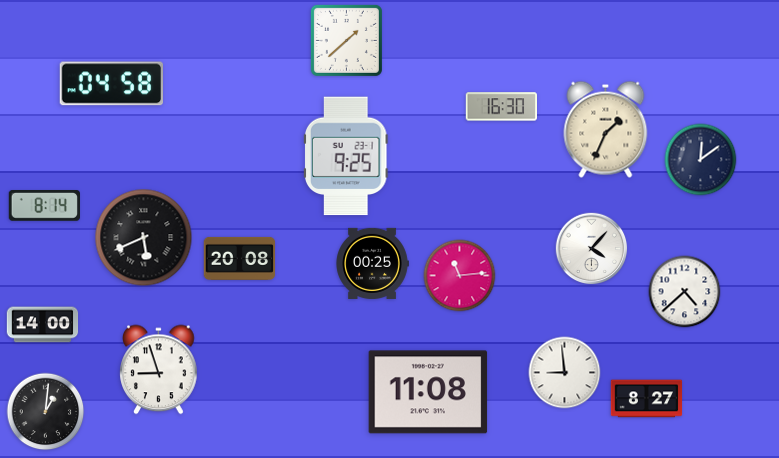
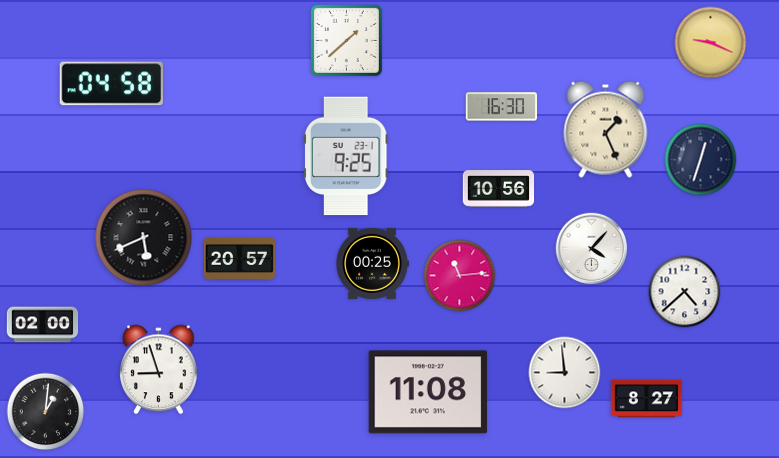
clock at (711, 43): none -> 9:19
clock at (606, 129): 1:34 -> 1:26
clock at (701, 160): 12:09 -> 12:33
clock at (499, 189): none -> 10:56
clock at (44, 206): 8:14 -> none
clock at (240, 258): 20:08 -> 20:57
clock at (43, 325): 14:00 -> 02:00
